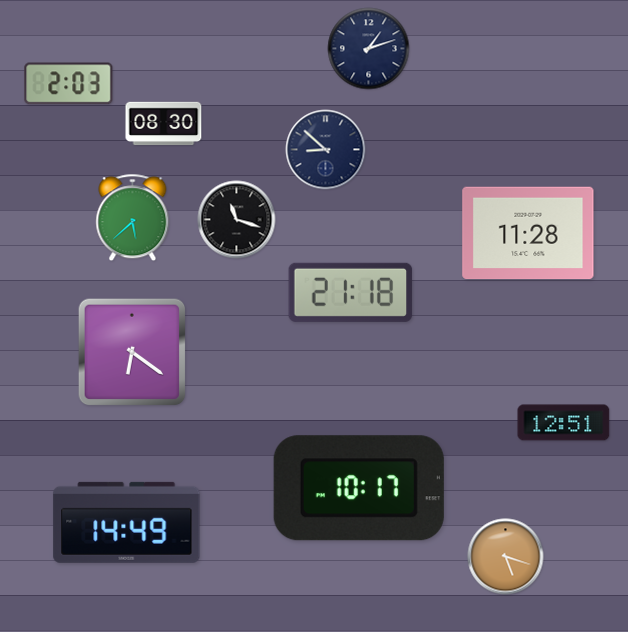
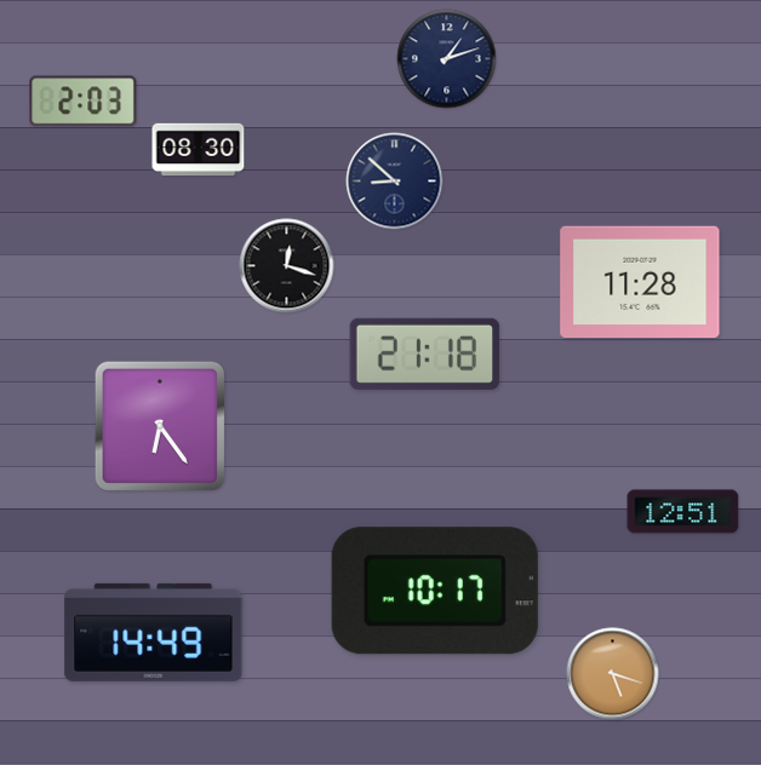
clock at (133, 218): 5:38 -> none
clock at (237, 220): 11:18 -> 12:18
clock at (132, 352): 6:21 -> 6:24
